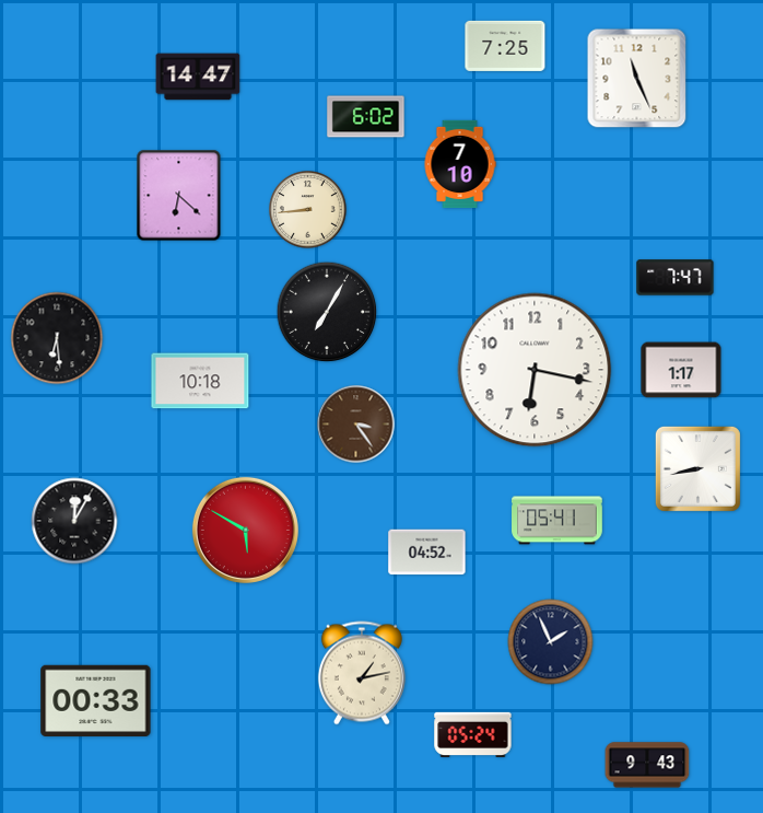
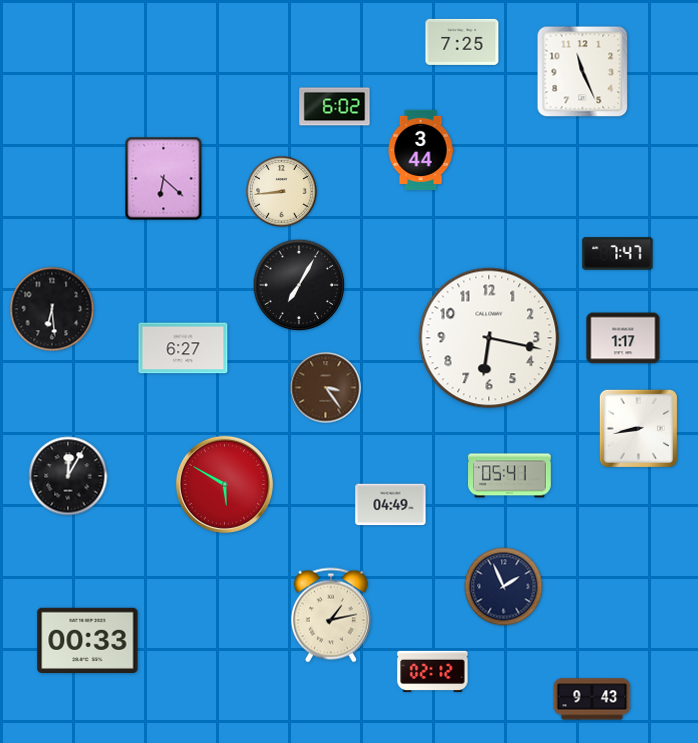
clock at (198, 77): 14:47 -> none
clock at (460, 164): 7:10 -> 3:44
clock at (200, 381): 10:18 -> 6:27
clock at (427, 553): 04:52 -> 04:49
clock at (473, 735): 05:24 -> 02:12
